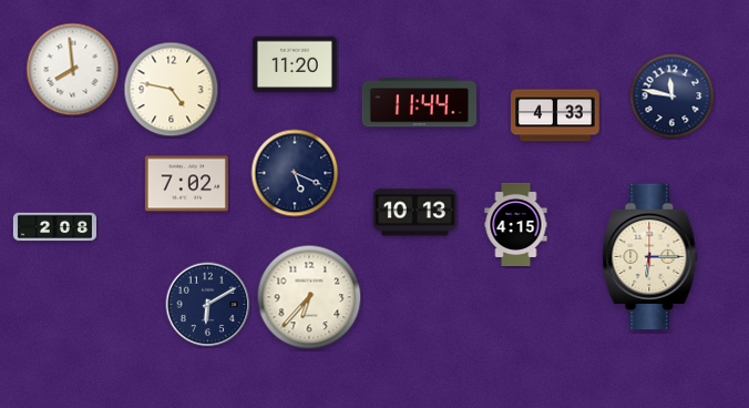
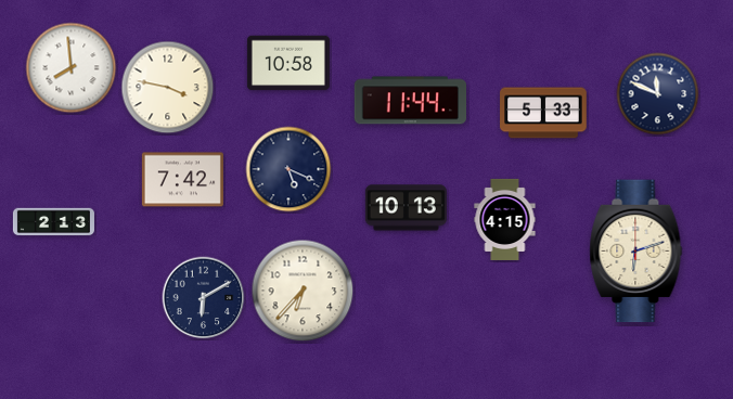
clock at (295, 64): 11:20 -> 10:58
clock at (172, 90): 4:47 -> 3:47
clock at (673, 96): 11:47 -> 11:49
clock at (555, 115): 4:33 -> 5:33
clock at (186, 184): 7:02 -> 7:42
clock at (54, 227): 2:08 -> 2:13
clock at (650, 257): 6:15 -> 6:12
